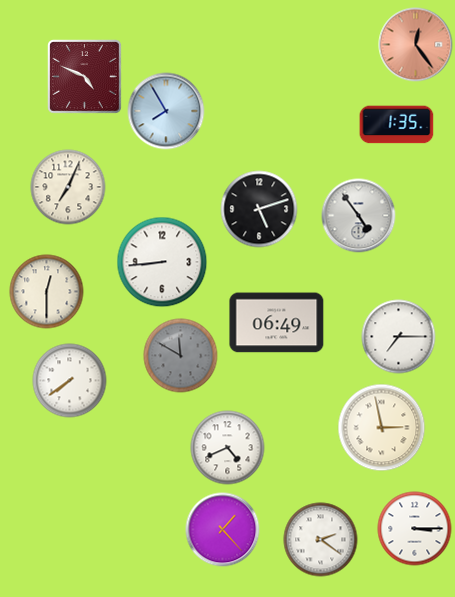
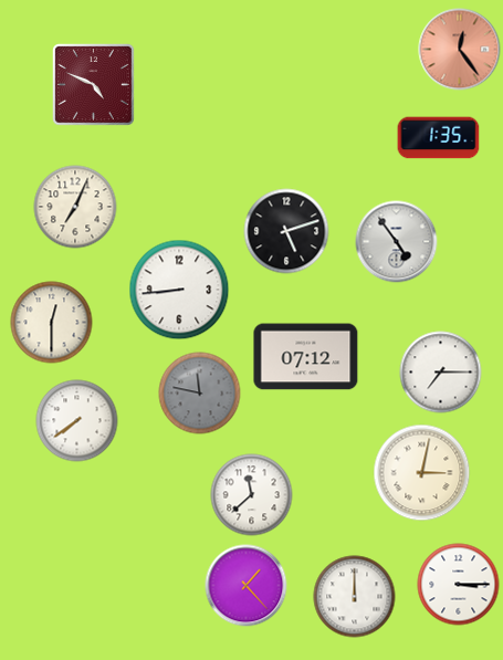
clock at (166, 111): 7:55 -> none
clock at (359, 216) position: (359, 216) -> (397, 242)
clock at (277, 323): 06:49 -> 07:12
clock at (181, 356): 11:50 -> 11:47
clock at (382, 428): 2:58 -> 3:02
clock at (228, 448): 4:41 -> 11:38
clock at (321, 540): 2:21 -> 12:00
